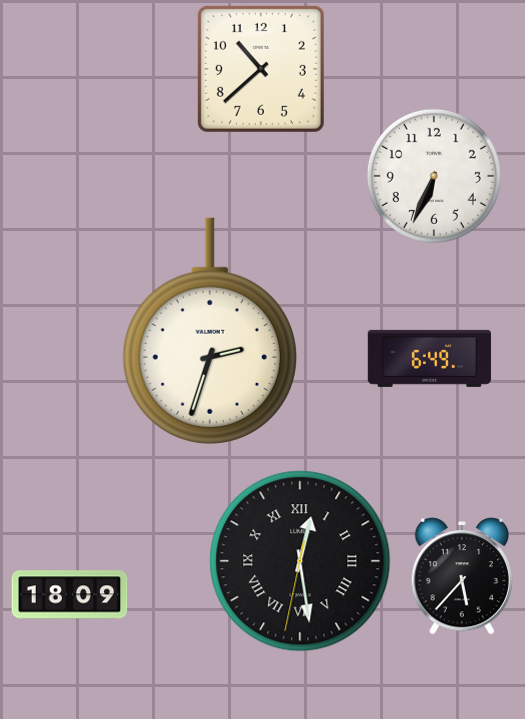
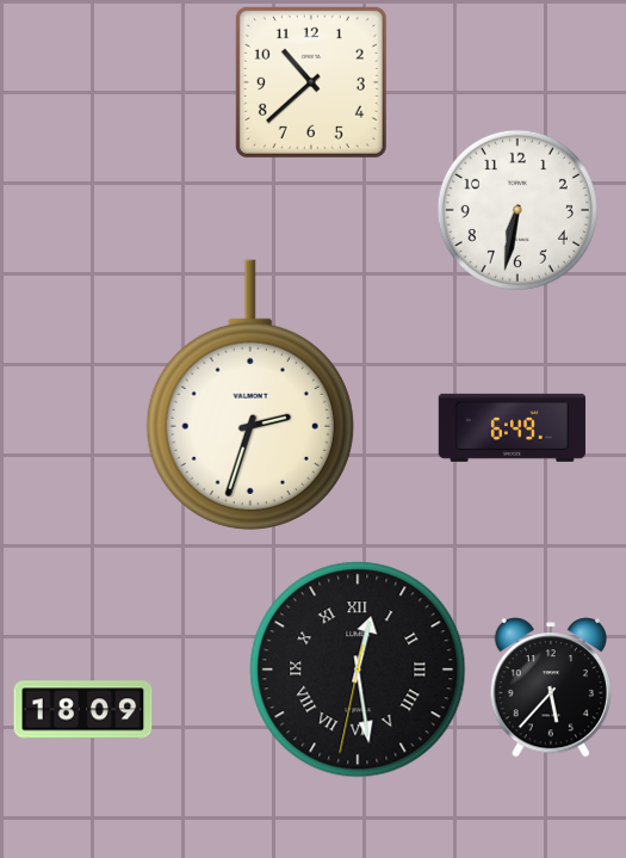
clock at (434, 176): 6:34 -> 6:32
